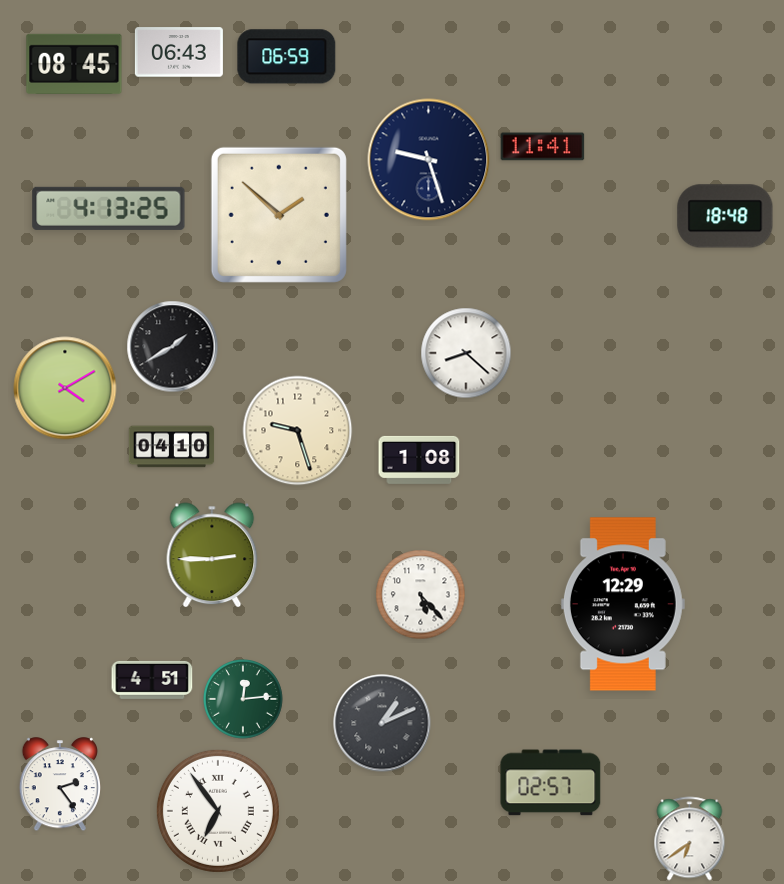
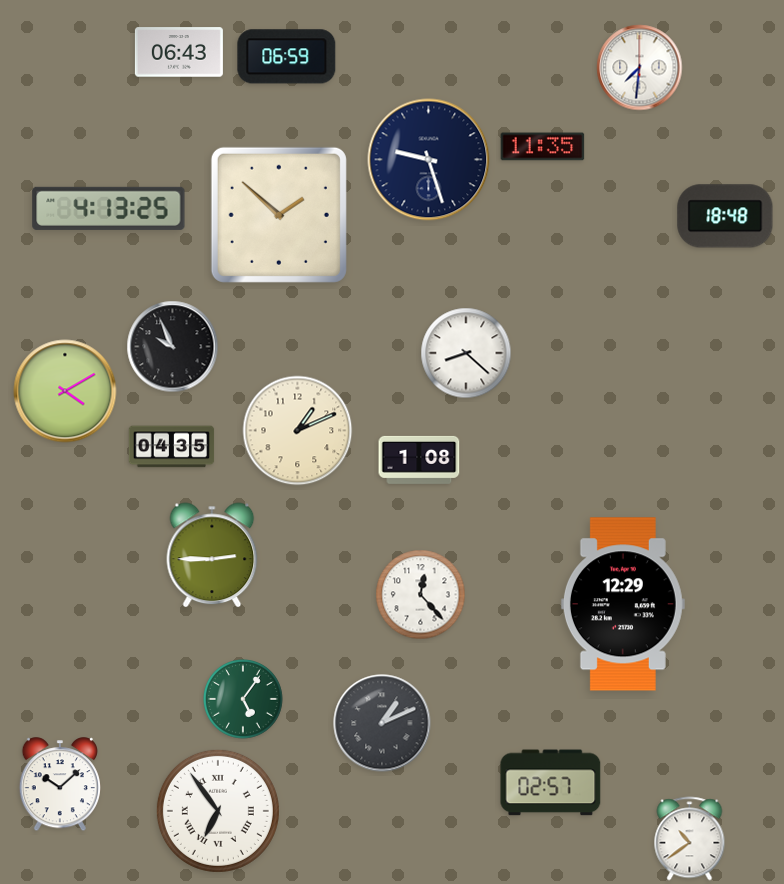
clock at (74, 64): 08:45 -> none
clock at (640, 68): none -> 7:31
clock at (543, 147): 11:41 -> 11:35
clock at (173, 347): 1:40 -> 9:56
clock at (65, 388) position: (65, 388) -> (65, 391)
clock at (298, 431): 9:27 -> 1:11
clock at (172, 447): 04:10 -> 04:35
clock at (421, 595): 5:23 -> 12:23
clock at (152, 680): 4:51 -> none
clock at (243, 699): 12:14 -> 5:06
clock at (60, 785): 2:24 -> 10:08
clock at (690, 839): 6:39 -> 10:39
